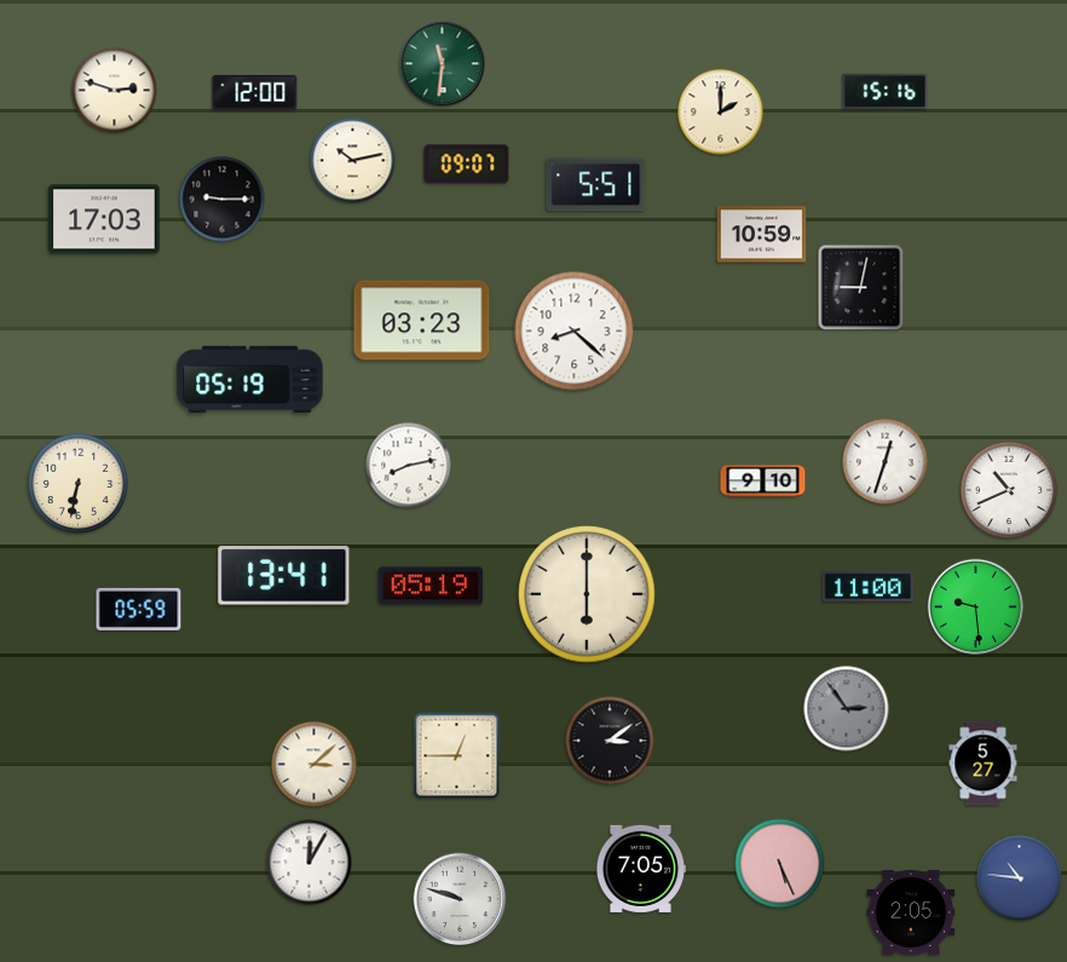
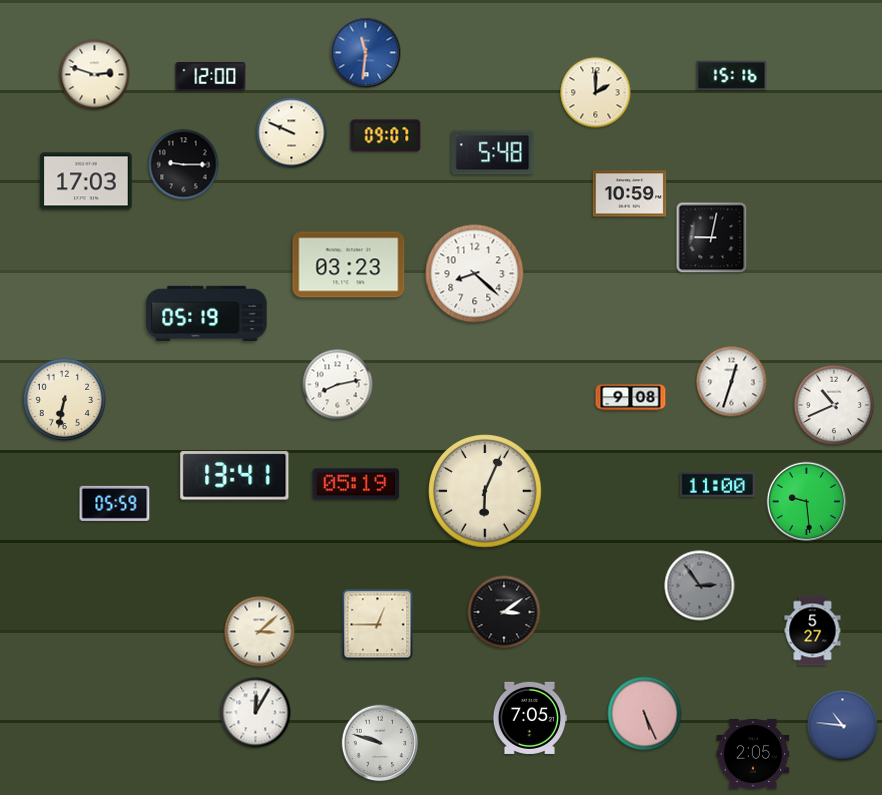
clock at (443, 64) dial: green -> blue
clock at (353, 161): 10:13 -> 9:49
clock at (596, 185): 5:51 -> 5:48
clock at (763, 482): 9:10 -> 9:08
clock at (587, 594): 6:00 -> 6:04
